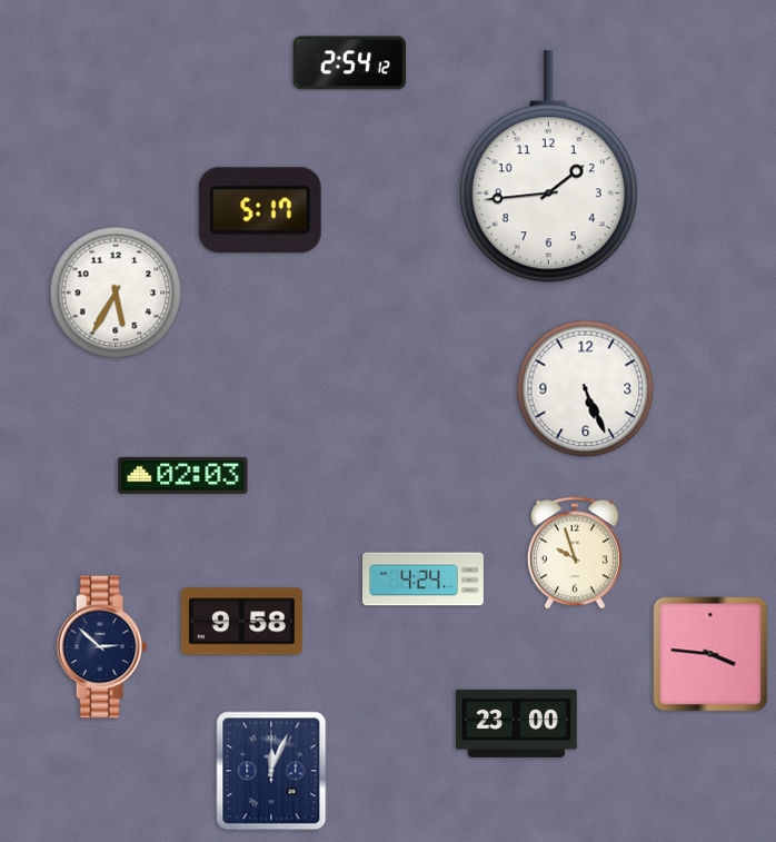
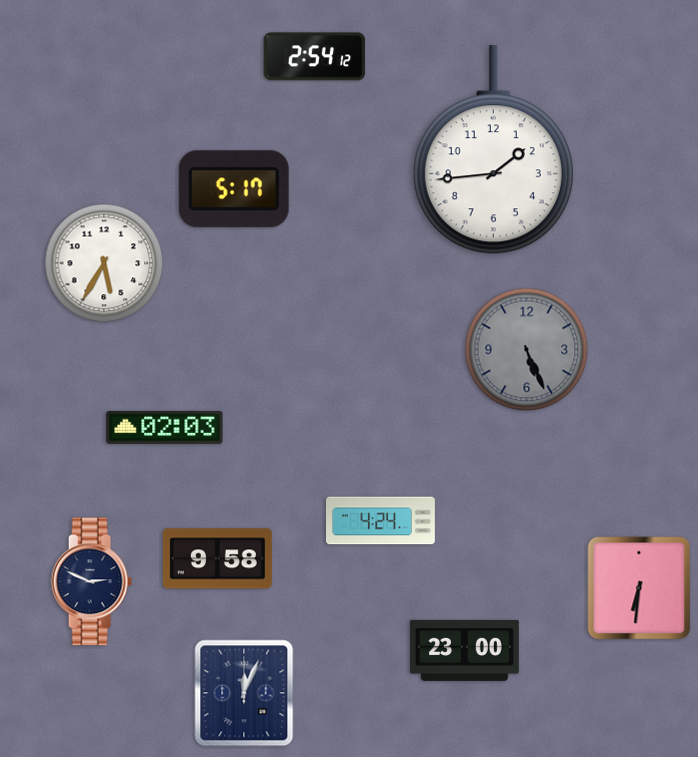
clock at (586, 389) dial: white -> grey
clock at (575, 553): 9:57 -> none
clock at (101, 647): 2:52 -> 2:49
clock at (710, 654): 3:46 -> 6:31
